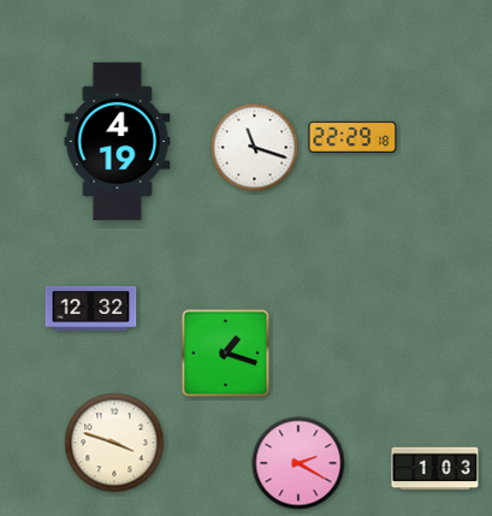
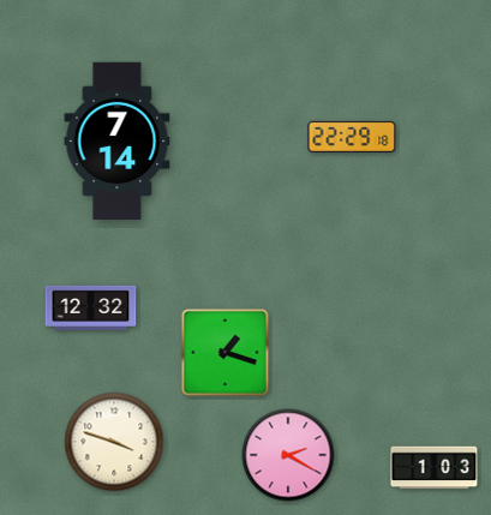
clock at (118, 142): 4:19 -> 7:14
clock at (255, 148): 11:18 -> none
clock at (298, 463) position: (298, 463) -> (288, 455)
